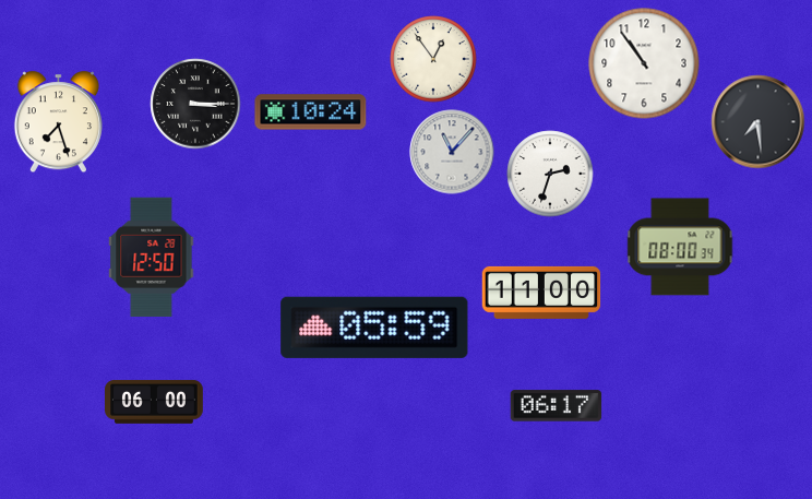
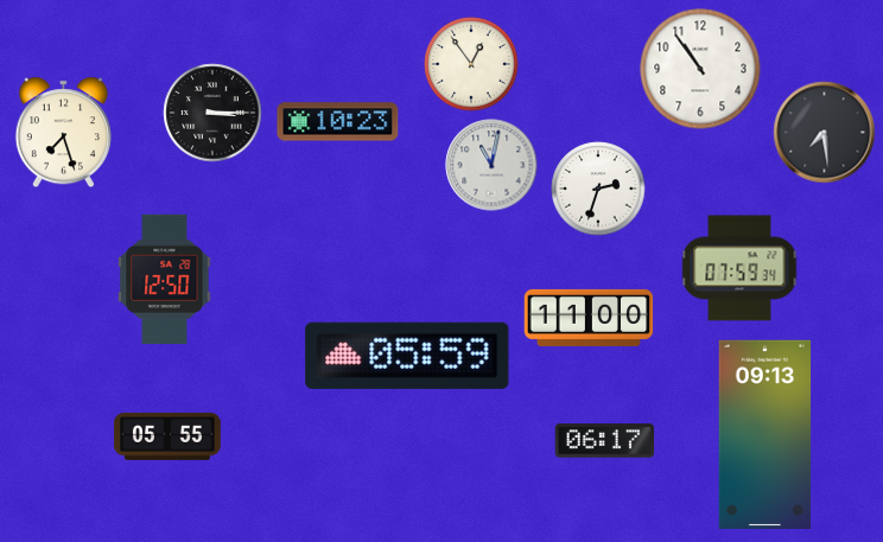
clock at (311, 112): 10:24 -> 10:23
clock at (452, 152): 11:07 -> 11:02
clock at (680, 247): 08:00 -> 07:59
clock at (766, 434): none -> 09:13
clock at (155, 402): 06:00 -> 05:55
